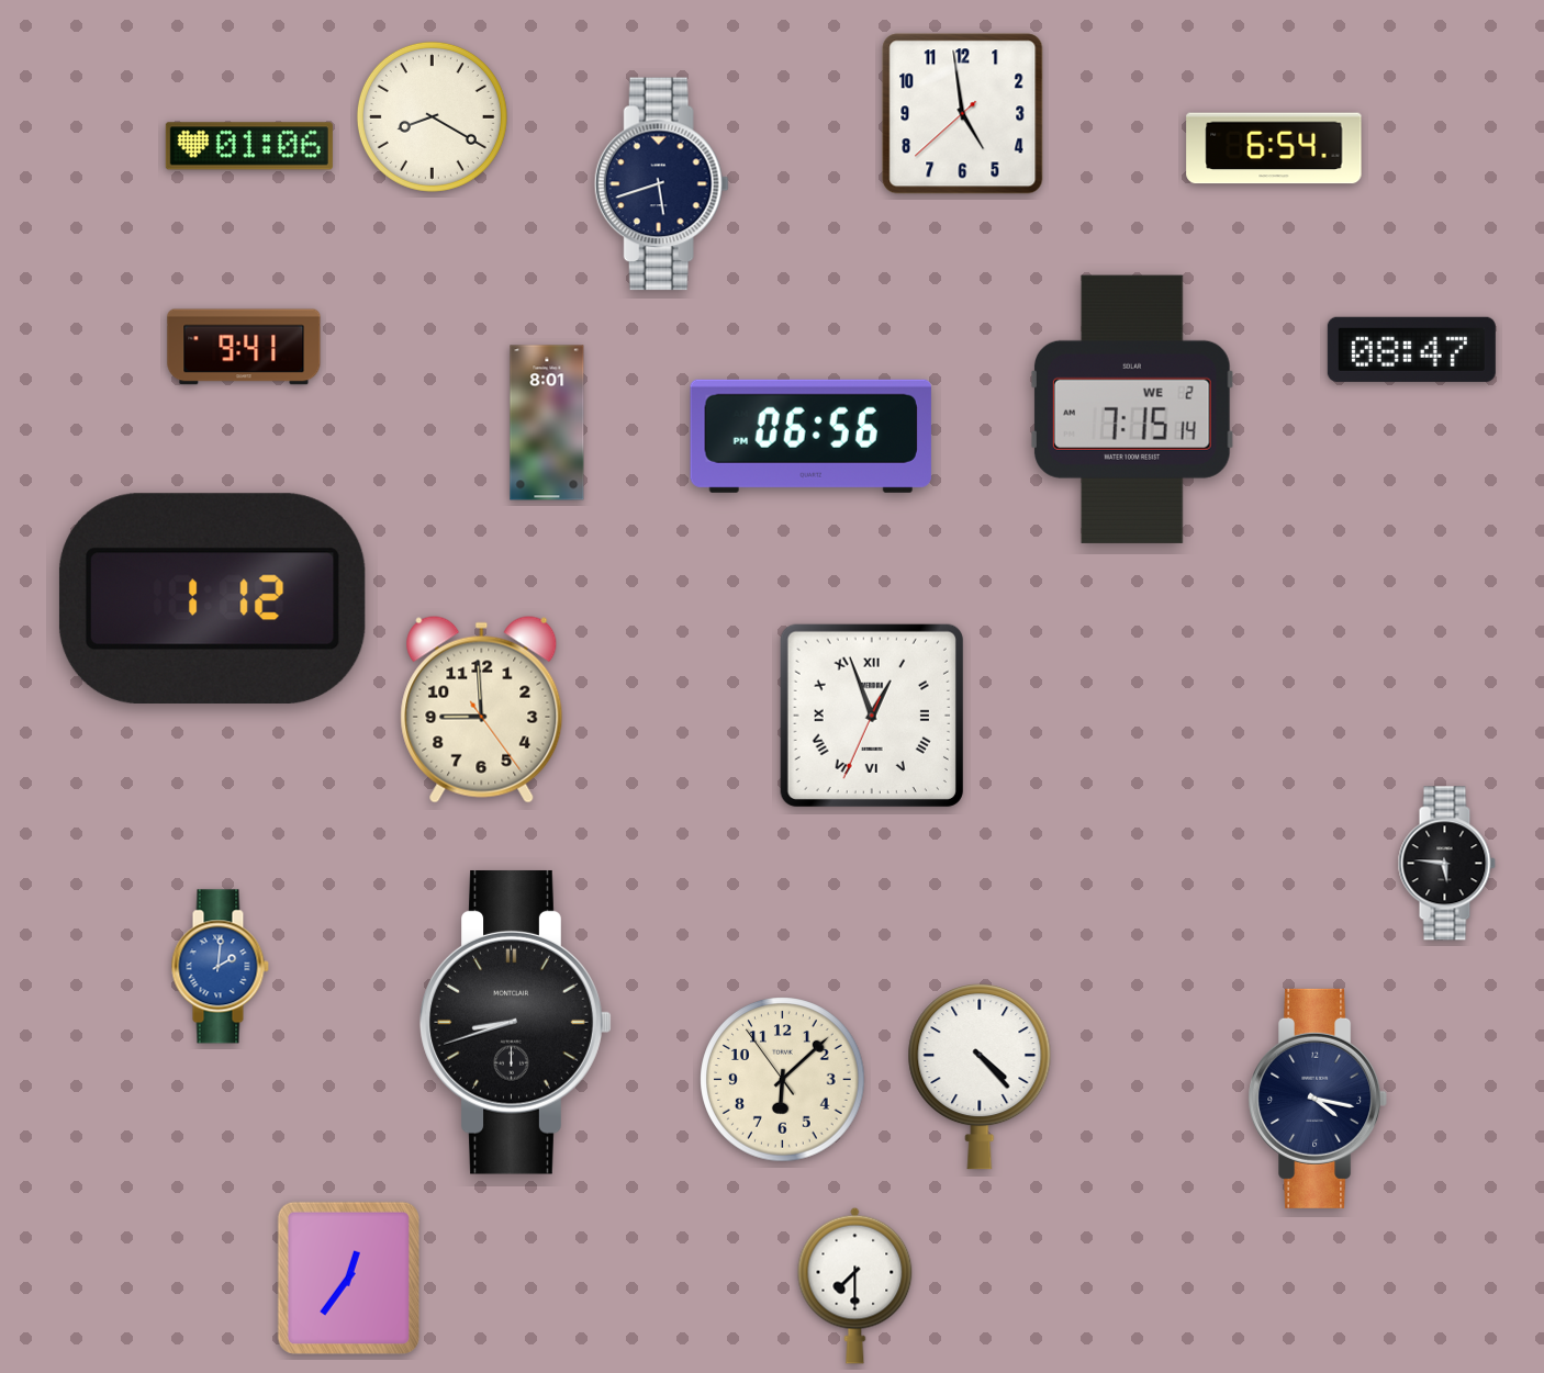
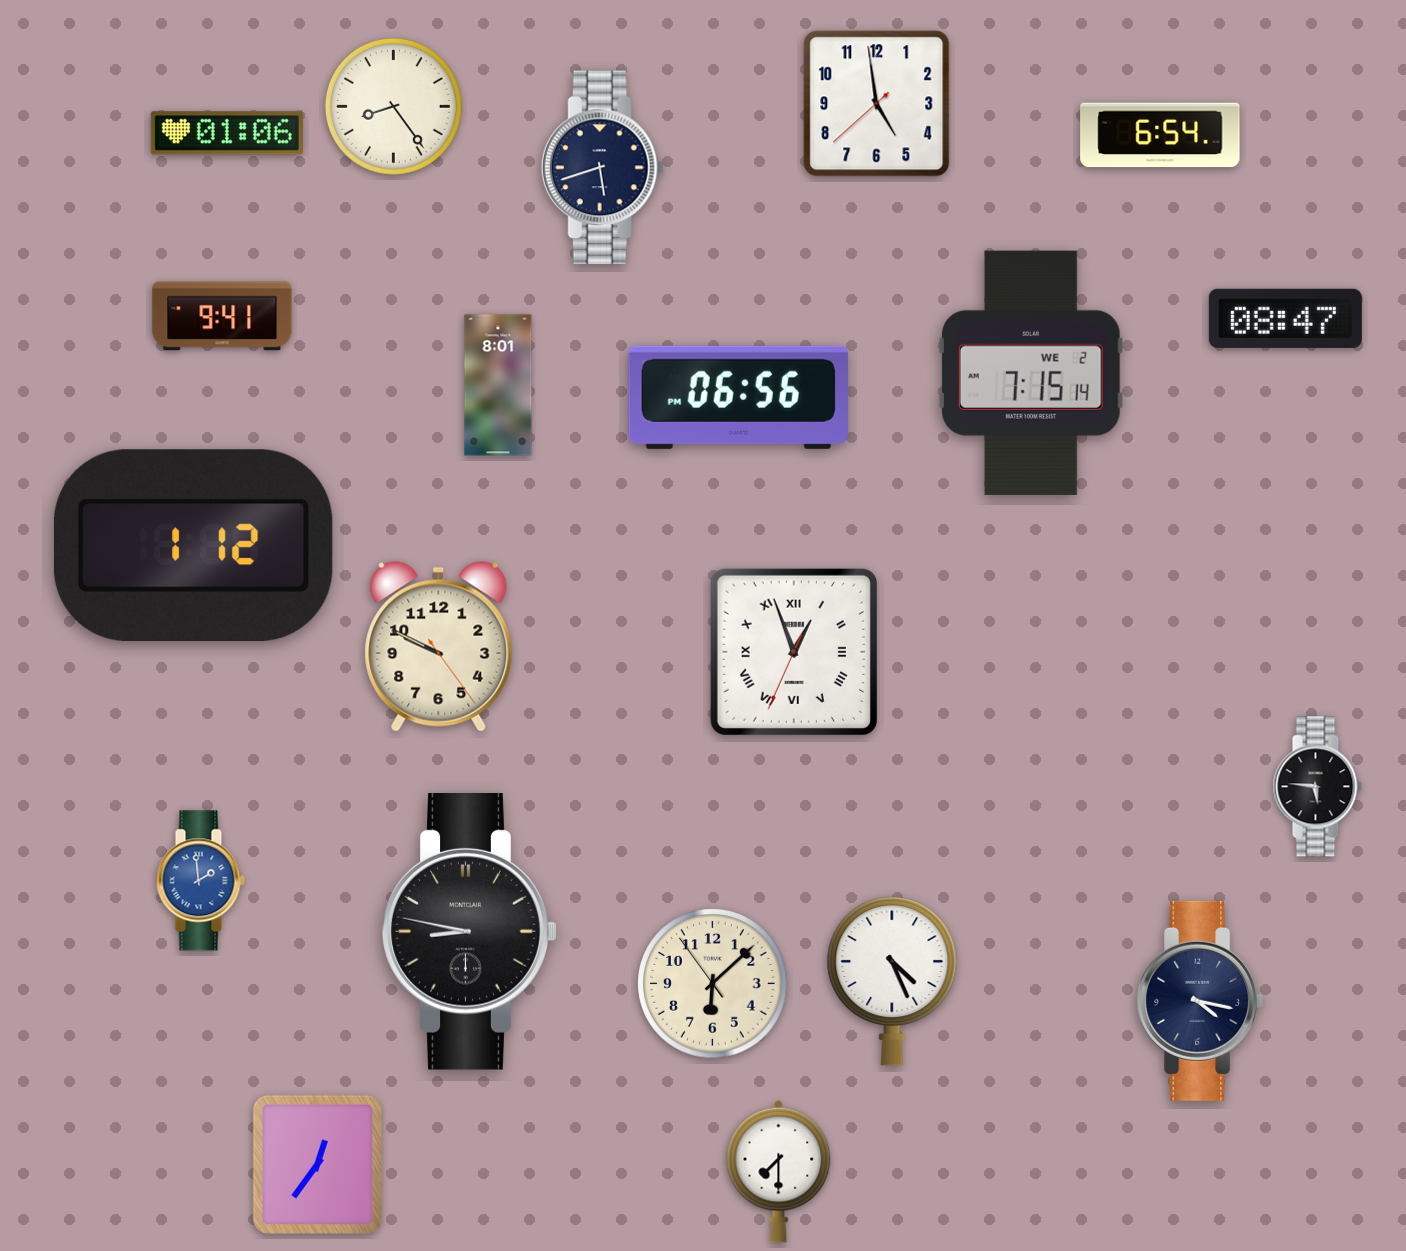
clock at (432, 116): 8:20 -> 8:24
clock at (482, 709): 8:59 -> 9:49
clock at (220, 967): 2:01 -> 1:59
clock at (516, 1022): 8:42 -> 8:47
clock at (980, 1078): 4:23 -> 4:26
